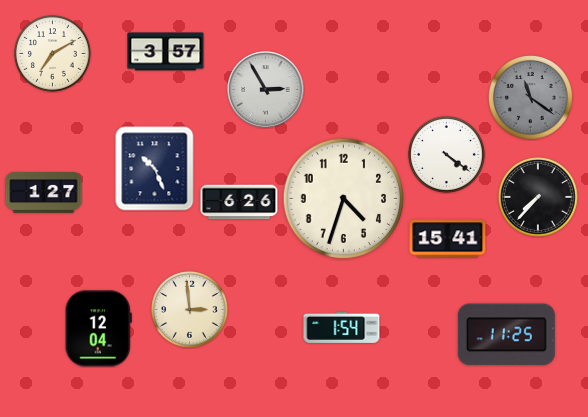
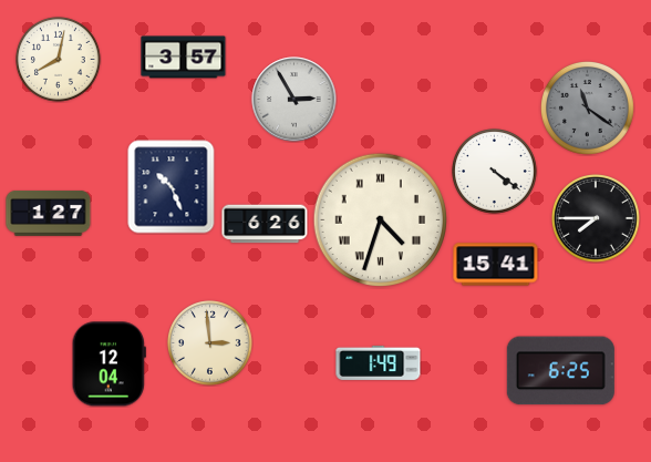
clock at (53, 54): 7:10 -> 8:02
clock at (539, 198): 7:37 -> 7:45
clock at (344, 199) numerals: Arabic -> Roman
clock at (342, 327): 1:54 -> 1:49
clock at (506, 335): 11:25 -> 6:25
